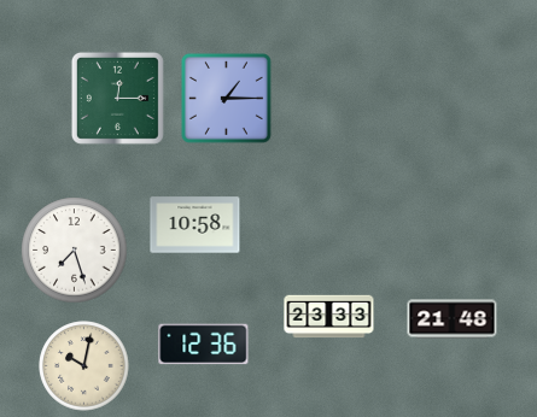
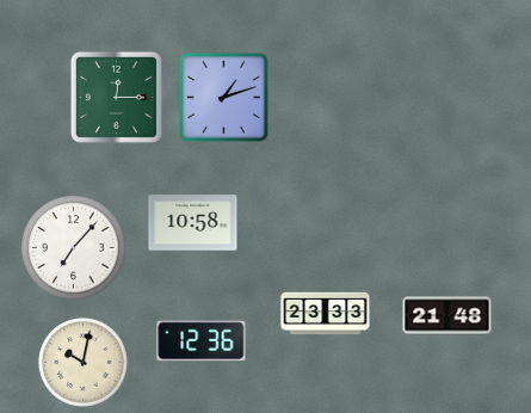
clock at (226, 98): 1:15 -> 1:12
clock at (75, 251): 7:27 -> 7:07
